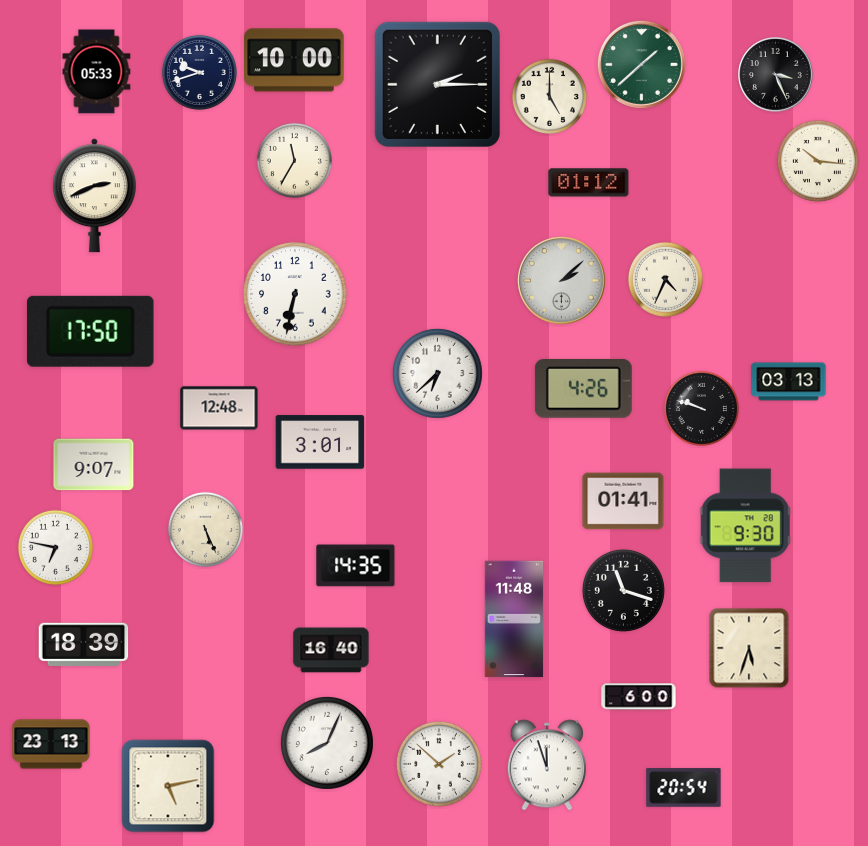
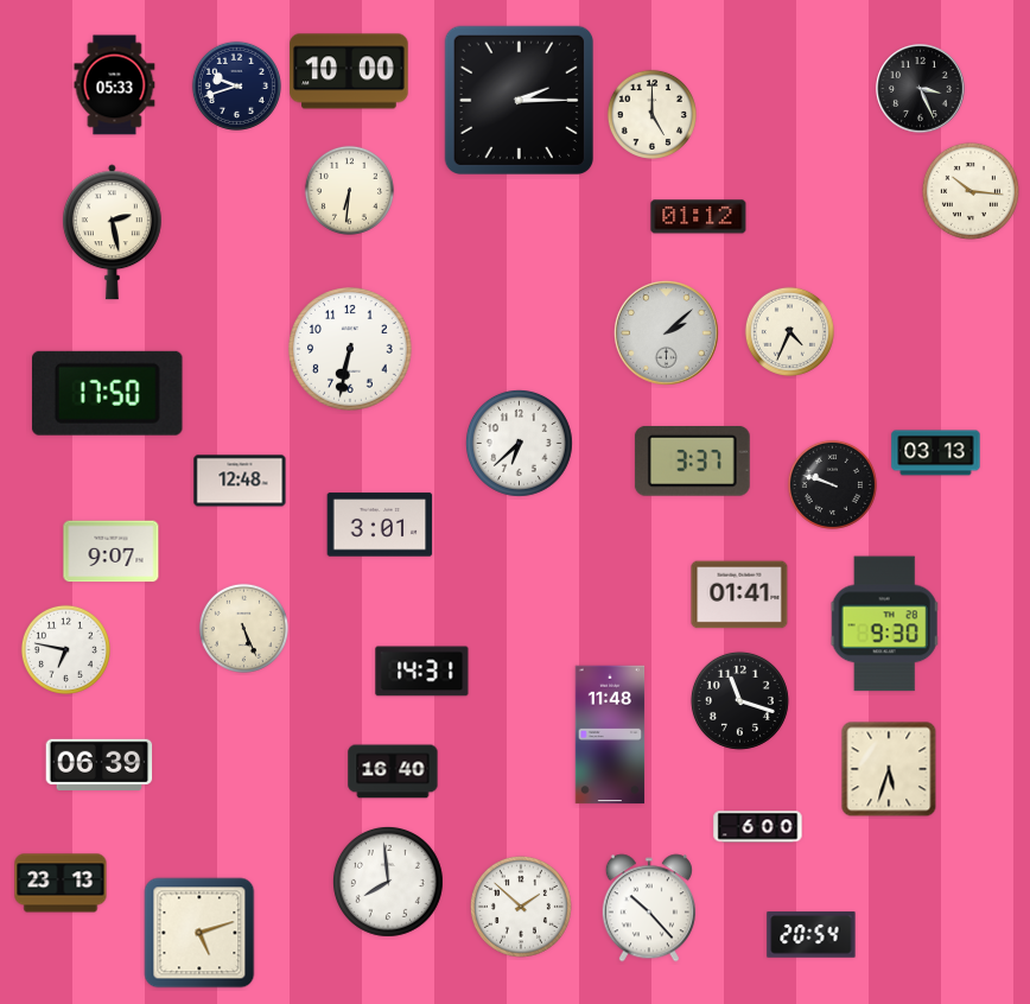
clock at (641, 64): 1:38 -> none
clock at (294, 160): 11:35 -> 6:31
clock at (94, 196): 2:41 -> 2:28
clock at (583, 389): 4:26 -> 3:37
clock at (219, 408) position: (219, 408) -> (240, 481)
clock at (356, 566): 14:35 -> 14:31
clock at (84, 644): 18:39 -> 06:39
clock at (327, 743): 8:04 -> 7:59
clock at (547, 765): 11:57 -> 10:23
clock at (168, 786): 5:13 -> 5:12
